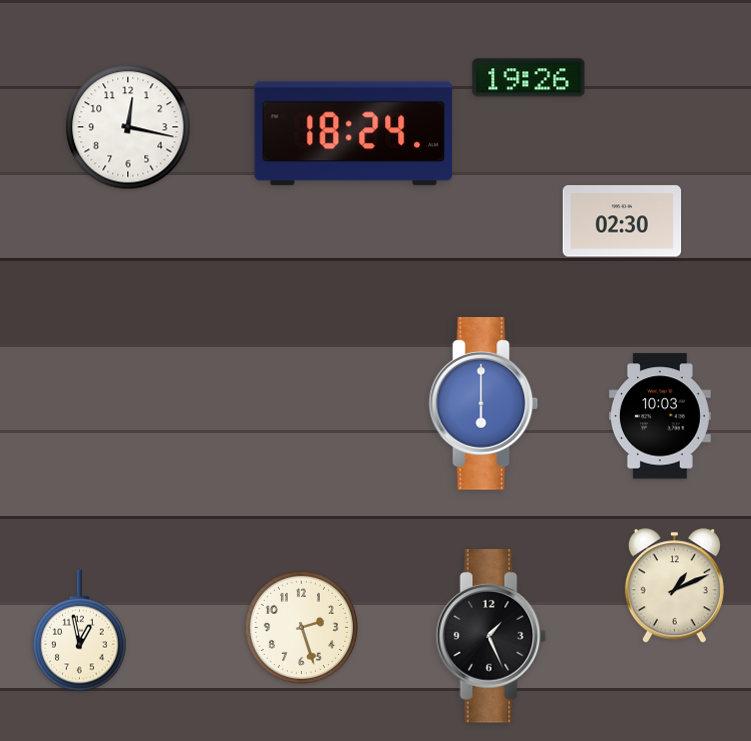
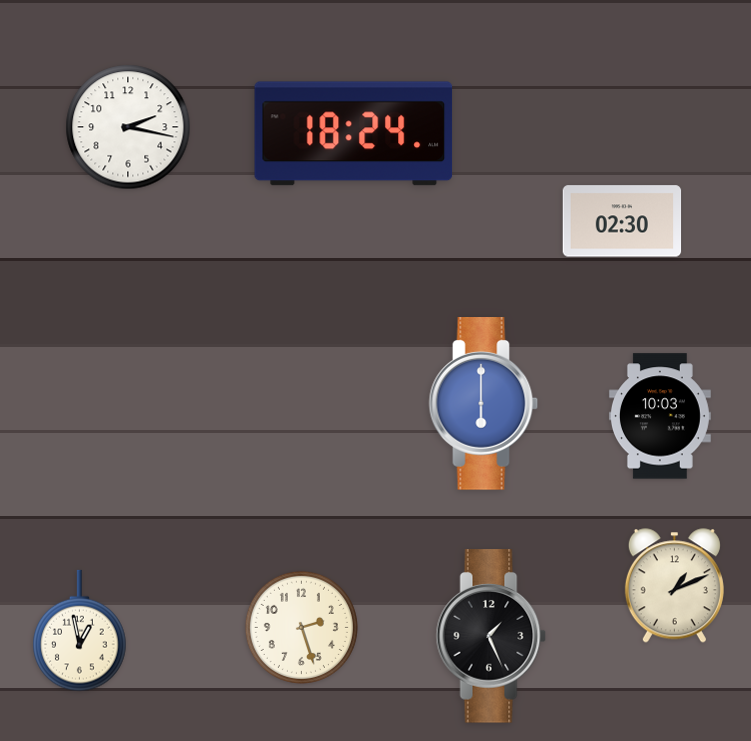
clock at (529, 78): 19:26 -> none
clock at (128, 127): 12:17 -> 2:17
